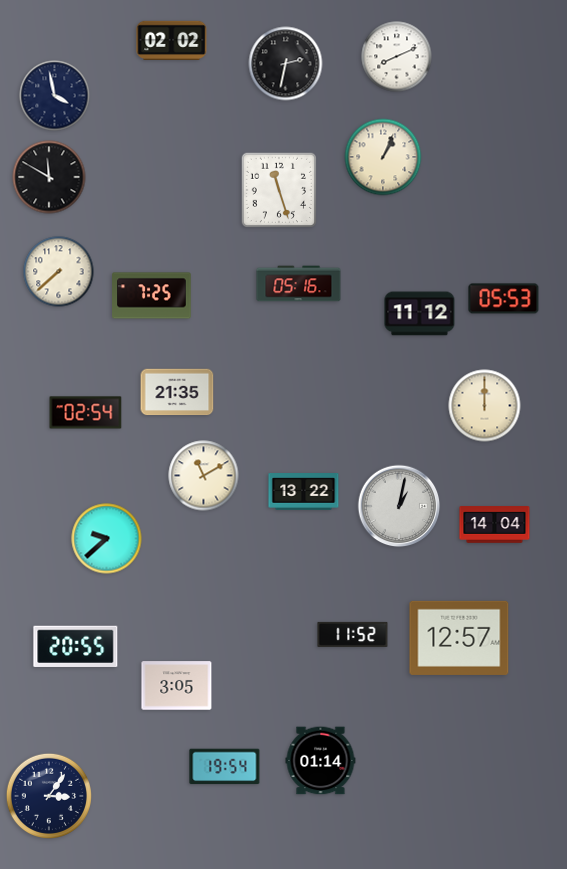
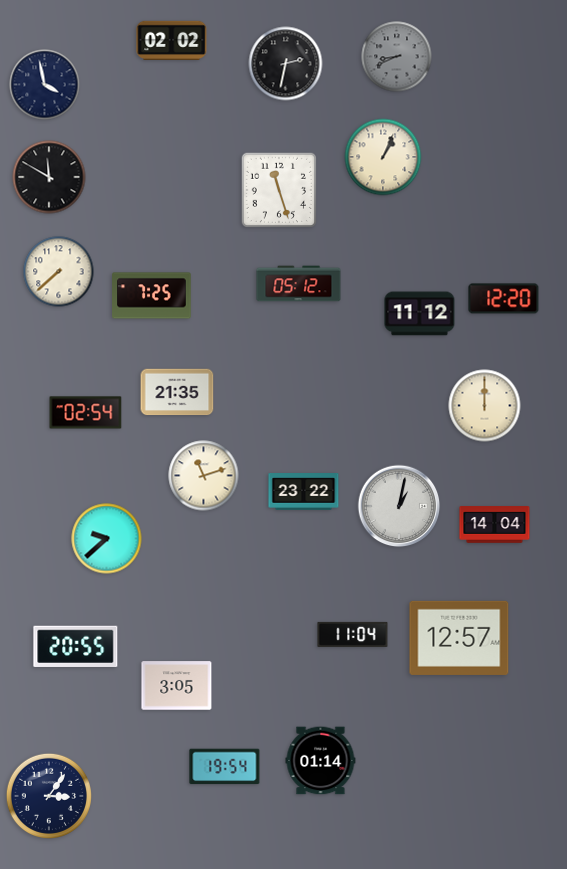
clock at (397, 57): 8:11 -> 8:41
clock at (397, 57) dial: white -> grey
clock at (55, 96) position: (55, 96) -> (45, 85)
clock at (299, 284): 05:16 -> 05:12
clock at (504, 299): 05:53 -> 12:20
clock at (204, 476): 11:10 -> 11:12
clock at (304, 492): 13:22 -> 23:22
clock at (353, 634): 11:52 -> 11:04
